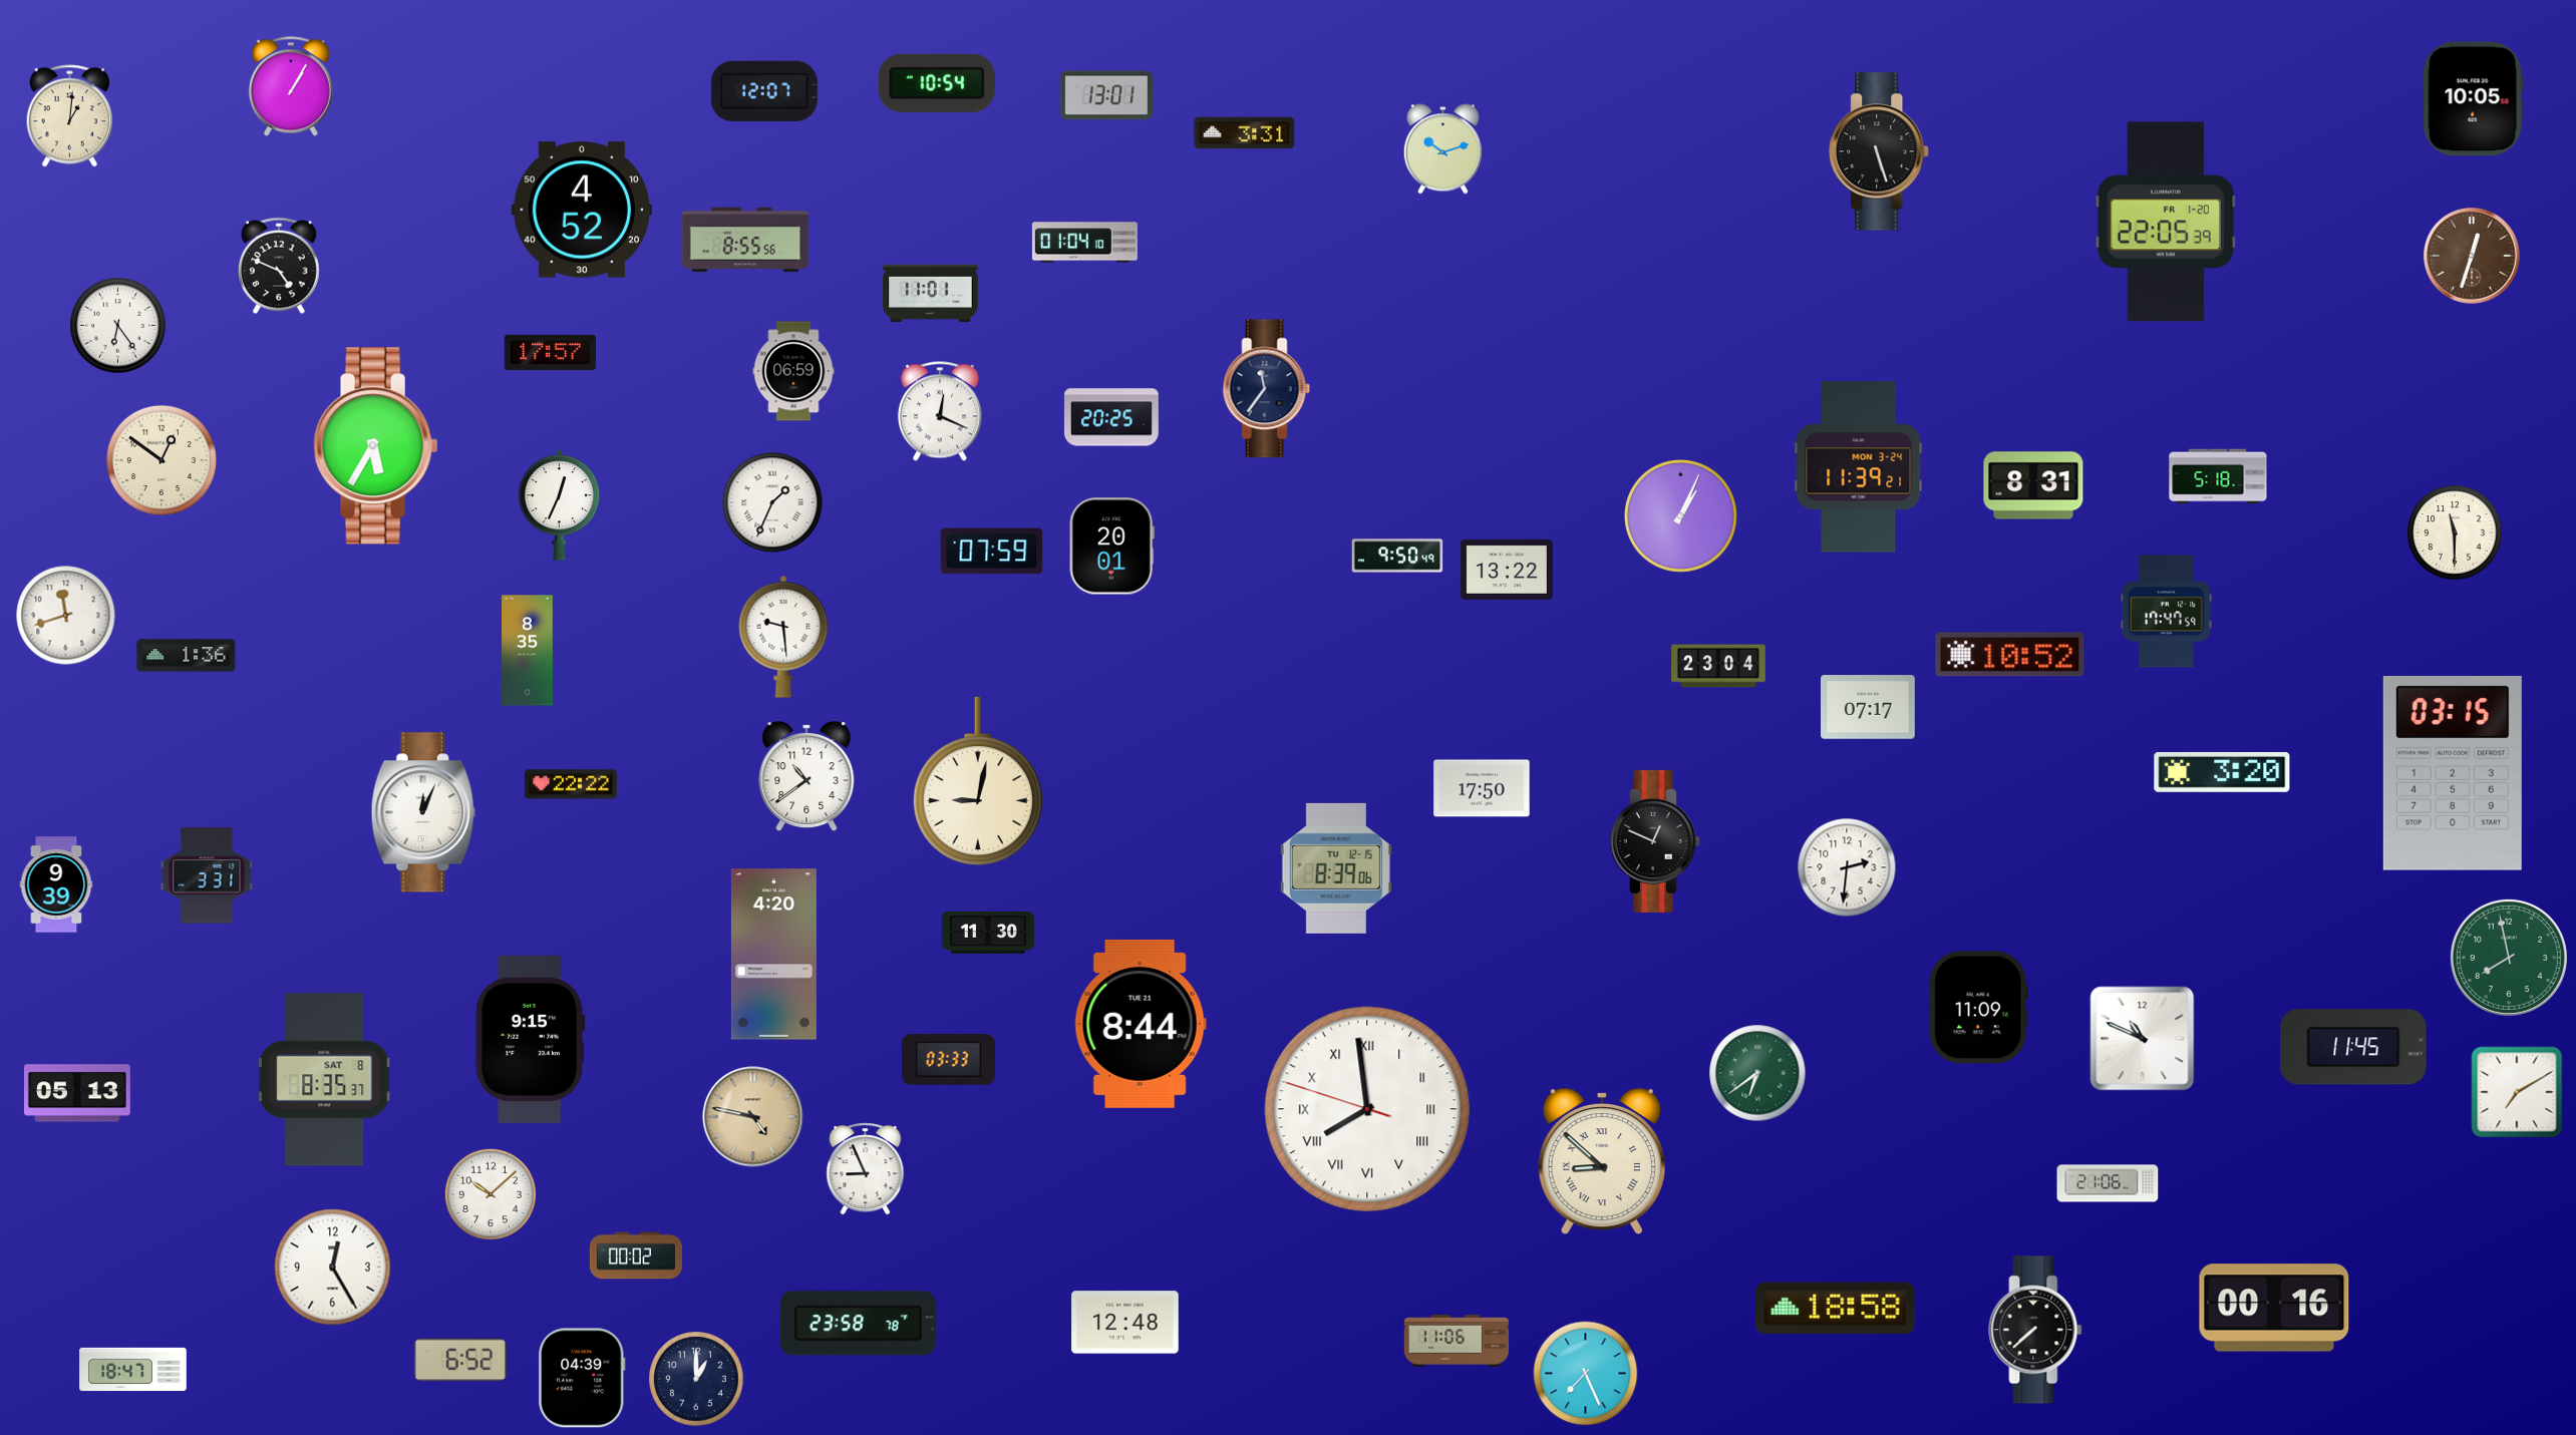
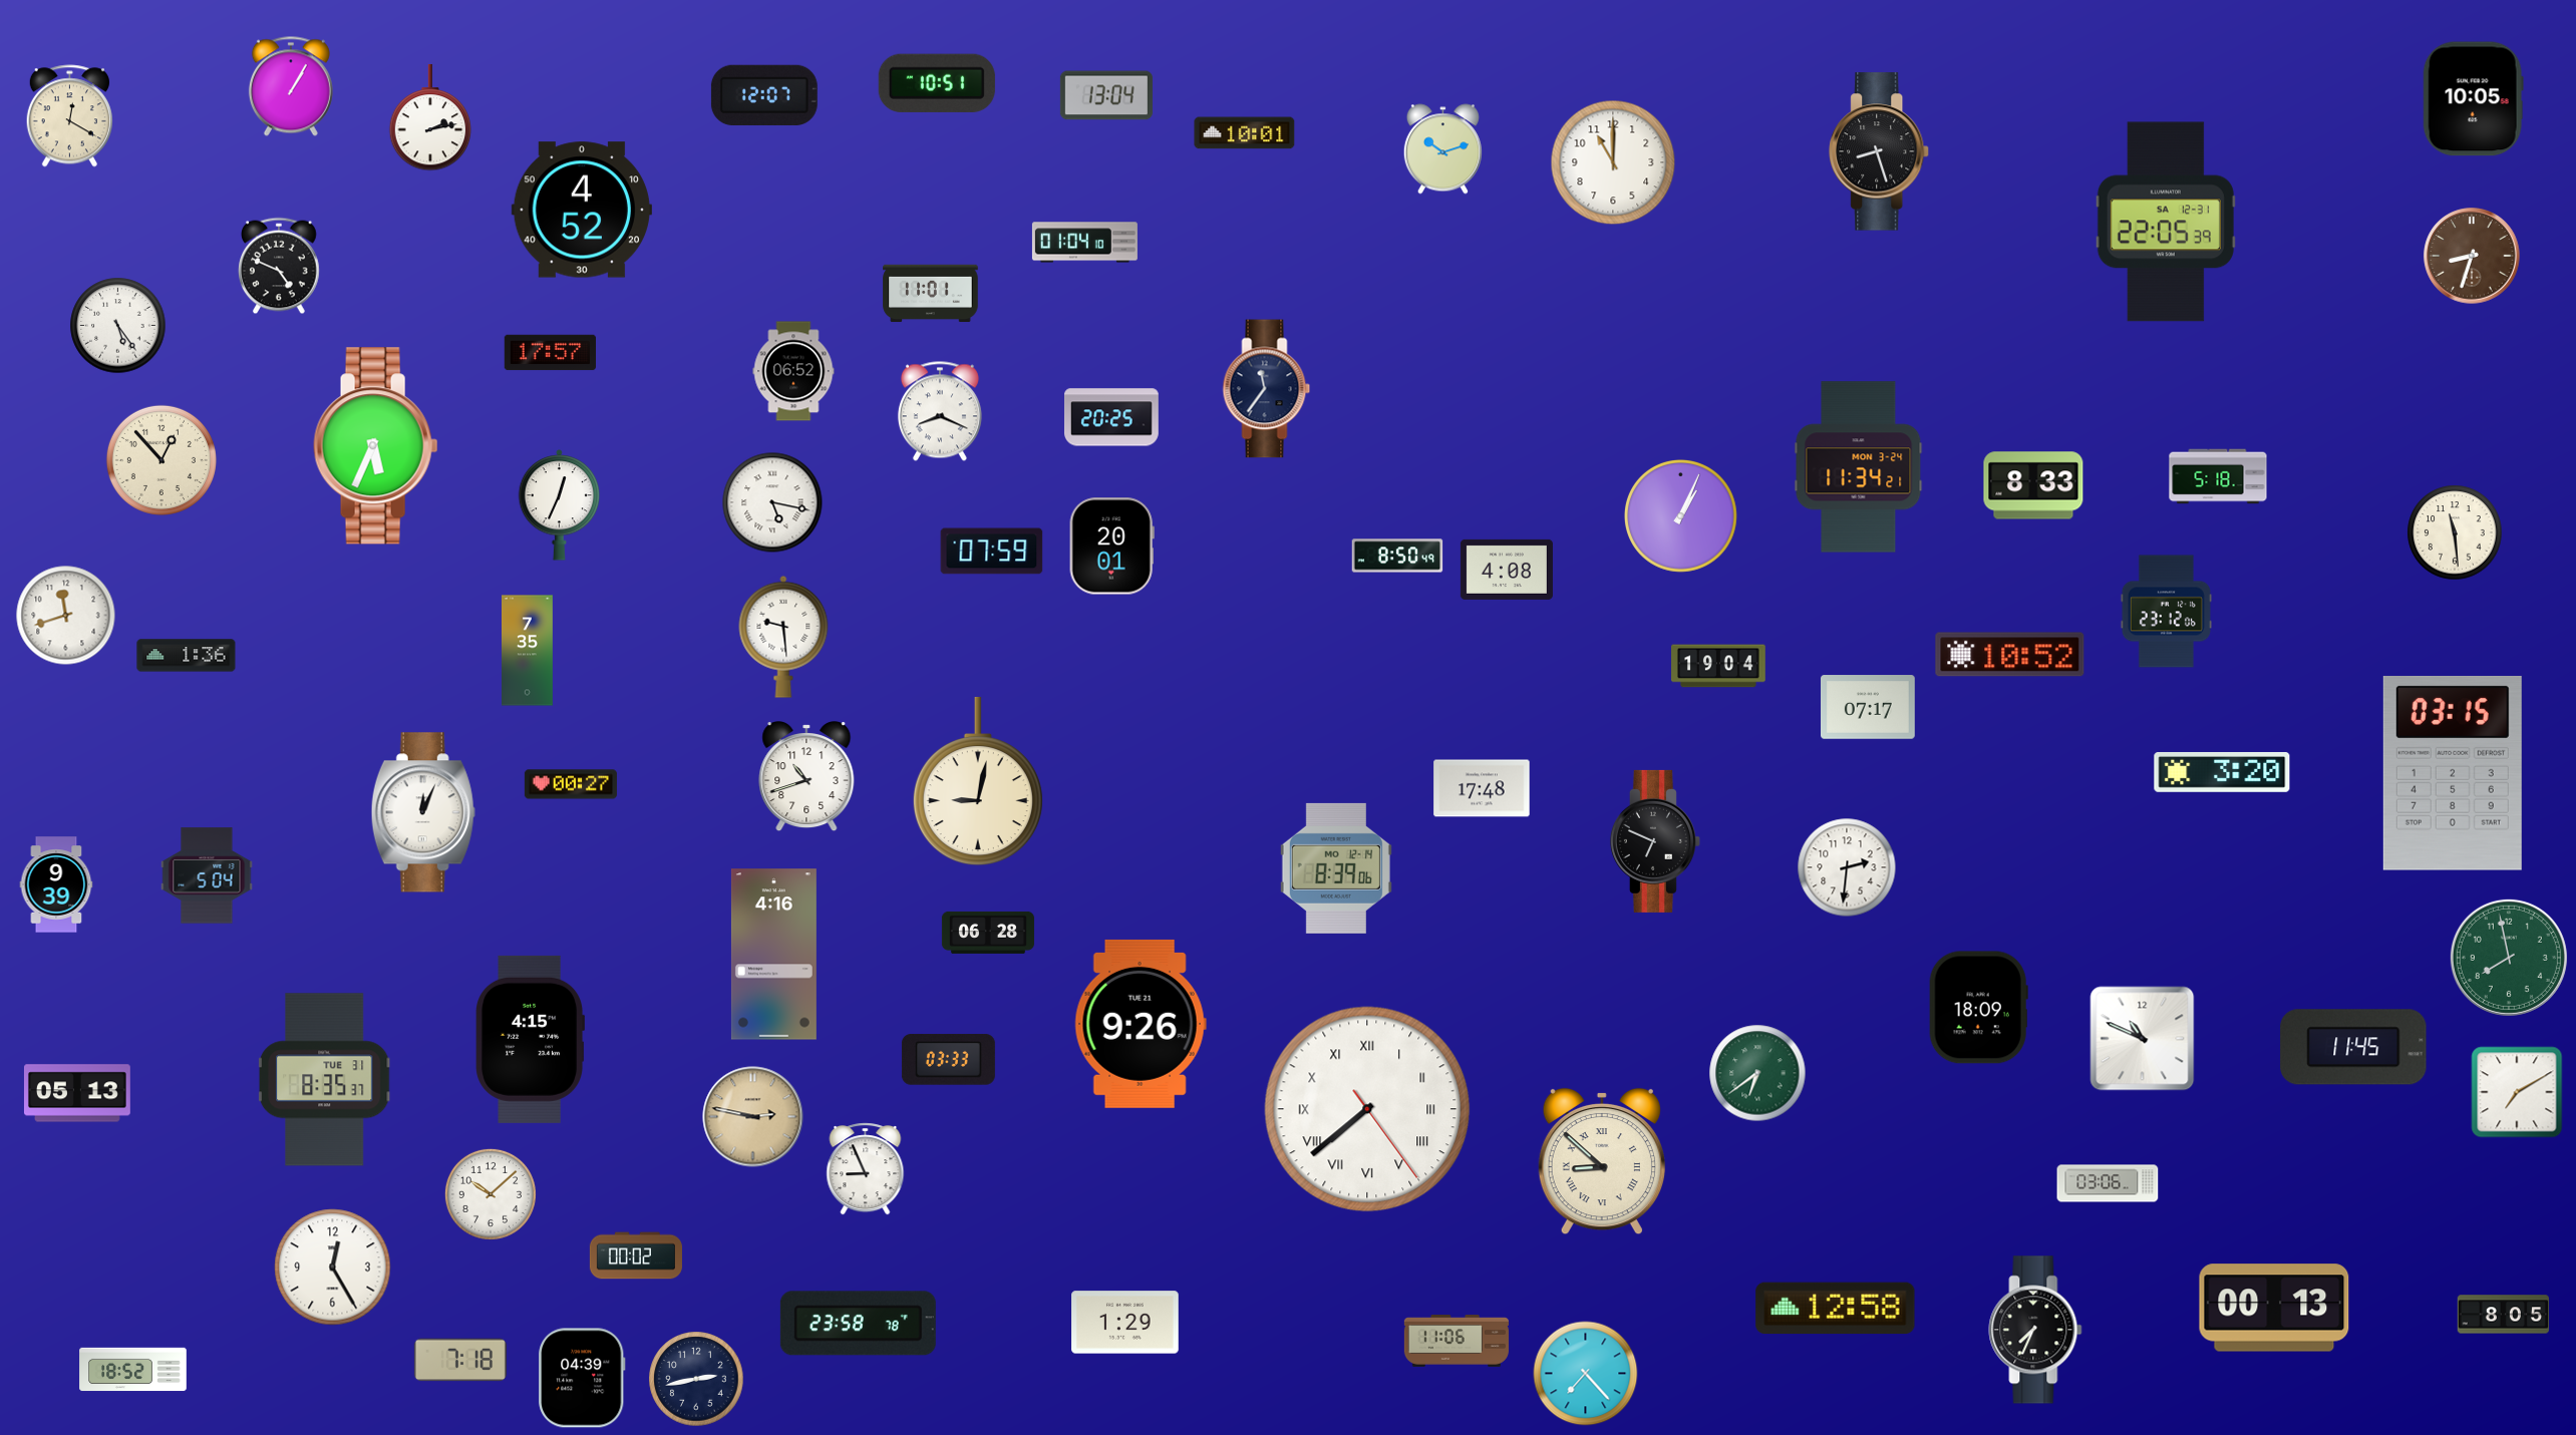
clock at (937, 83): 10:54 -> 10:51
clock at (764, 91) position: (764, 91) -> (764, 95)
clock at (1106, 95): 13:01 -> 13:04
clock at (69, 116): 1:01 -> 12:20
clock at (430, 117): none -> 2:13
clock at (1245, 133): 3:31 -> 10:01
clock at (1880, 151): 5:27 -> 8:27
clock at (1613, 162): none -> 11:00
clock at (2166, 222) date: FR 1-20 -> SA 12-31
clock at (745, 240): 8:55 -> none
clock at (2472, 256): 12:33 -> 8:33
clock at (118, 326): 6:24 -> 5:24
clock at (793, 371): 06:59 -> 06:52
clock at (940, 411): 12:19 -> 8:19
clock at (376, 446): 5:35 -> 5:34
clock at (162, 460): 12:51 -> 12:53
clock at (1859, 467): 11:39 -> 11:34
clock at (2033, 485): 8:31 -> 8:33
clock at (772, 502): 1:34 -> 5:17
clock at (2455, 532): 11:30 -> 11:29
clock at (1397, 556): 9:50 -> 8:50
clock at (1507, 570): 13:22 -> 4:08
clock at (2166, 612): 17:47 -> 23:12
clock at (528, 651): 8:35 -> 7:35
clock at (1719, 666): 23:04 -> 19:04
clock at (807, 777): 10:39 -> 10:42
clock at (571, 784): 22:22 -> 00:27
clock at (1482, 788): 17:50 -> 17:48
clock at (1655, 841): 12:49 -> 6:49
clock at (1336, 868) date: TU 12-15 -> MO 12-14
clock at (207, 875): 3:31 -> 5:04
clock at (988, 933): 11:30 -> 06:28
clock at (773, 955): 4:20 -> 4:16
clock at (1978, 1008): 11:09 -> 18:09
clock at (1141, 1024): 8:44 -> 9:26
clock at (530, 1039): 9:15 -> 4:15
clock at (325, 1080) date: SAT 8 -> TUE 31
clock at (1367, 1109): 7:58 -> 7:38
clock at (753, 1117): 4:47 -> 2:47
clock at (2108, 1183): 21:06 -> 03:06
clock at (2274, 1308): 00:16 -> 00:13
clock at (1836, 1309): 18:58 -> 12:58
clock at (2503, 1315): none -> 8:05
clock at (1125, 1323): 12:48 -> 1:29
clock at (2035, 1330): 7:38 -> 7:34
clock at (460, 1360): 6:52 -> 7:18
clock at (133, 1370): 18:47 -> 18:52
clock at (1586, 1374): 7:26 -> 7:23
clock at (696, 1379): 1:00 -> 2:43
